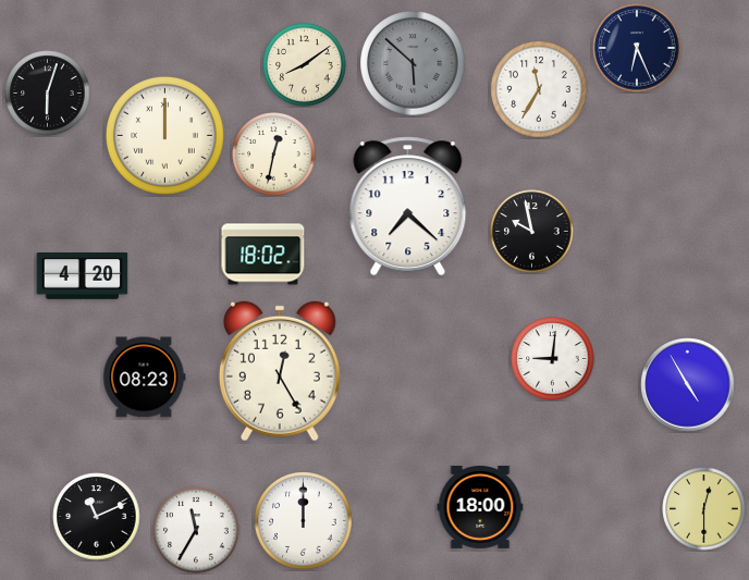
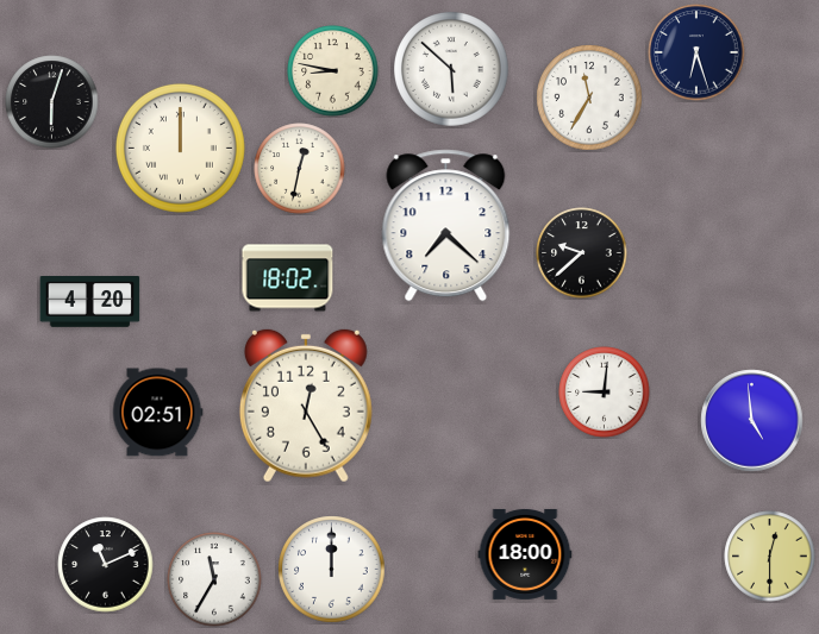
clock at (637, 48): 6:26 -> 6:27
clock at (413, 63) dial: grey -> white
clock at (305, 65): 8:09 -> 8:47
clock at (532, 232): 9:58 -> 9:38
clock at (144, 378): 08:23 -> 02:51
clock at (688, 385): 4:55 -> 4:59
